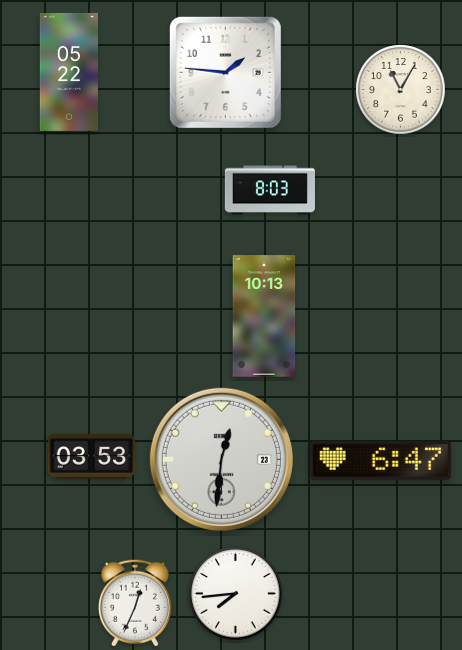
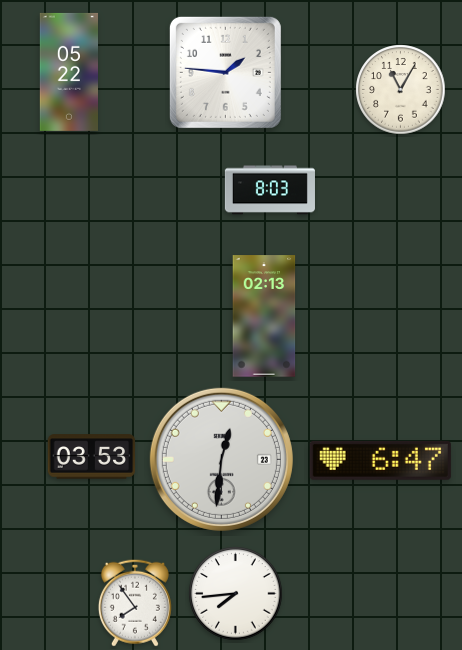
clock at (264, 316): 10:13 -> 02:13
clock at (135, 603): 12:34 -> 7:54
